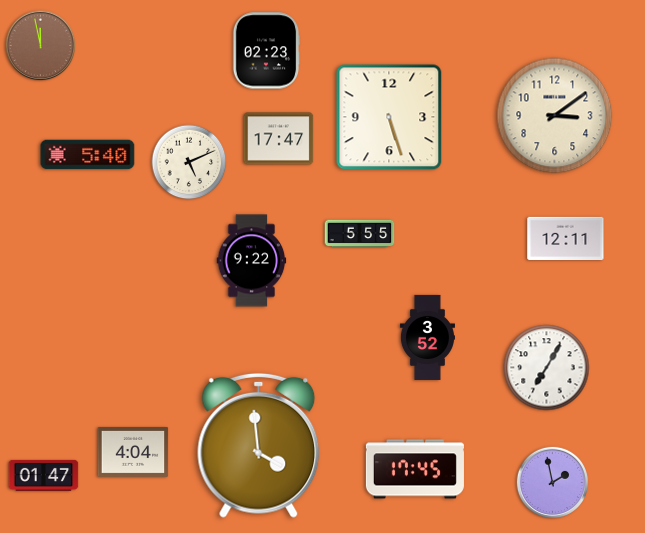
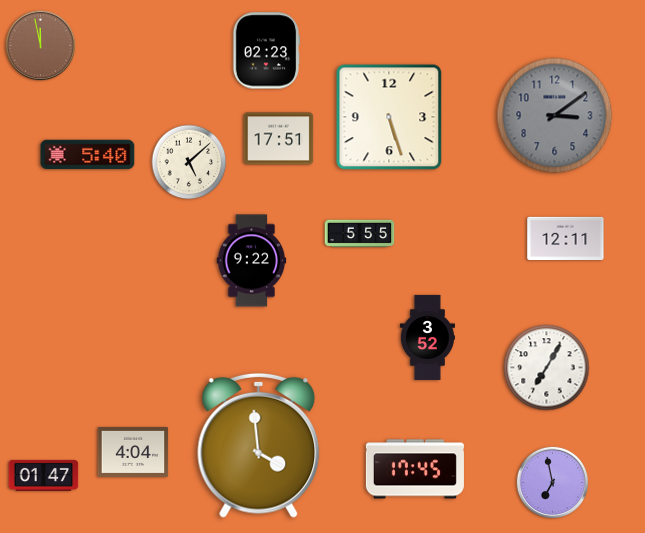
clock at (555, 116) dial: cream -> grey
clock at (279, 139): 17:47 -> 17:51
clock at (189, 162): 5:11 -> 5:08
clock at (553, 483): 1:58 -> 6:58
